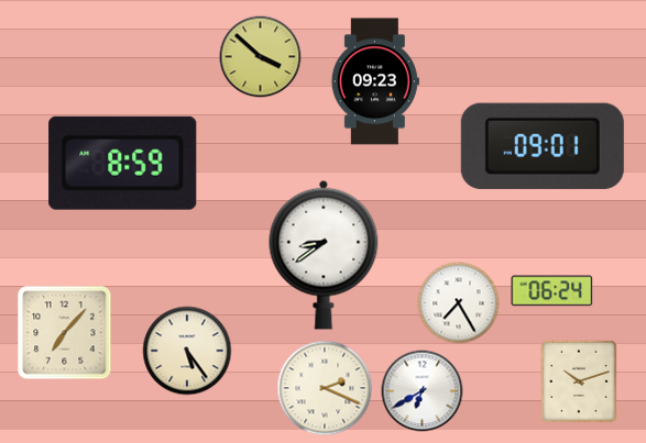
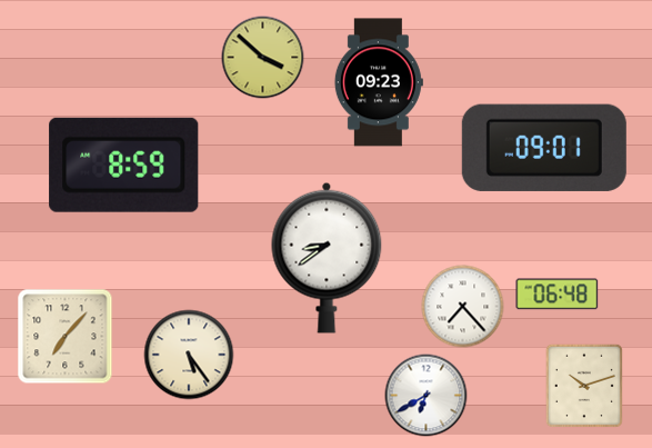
clock at (543, 146) position: (543, 146) -> (544, 148)
clock at (552, 291): 06:24 -> 06:48
clock at (459, 303): 7:25 -> 7:23
clock at (325, 388): 2:19 -> none
